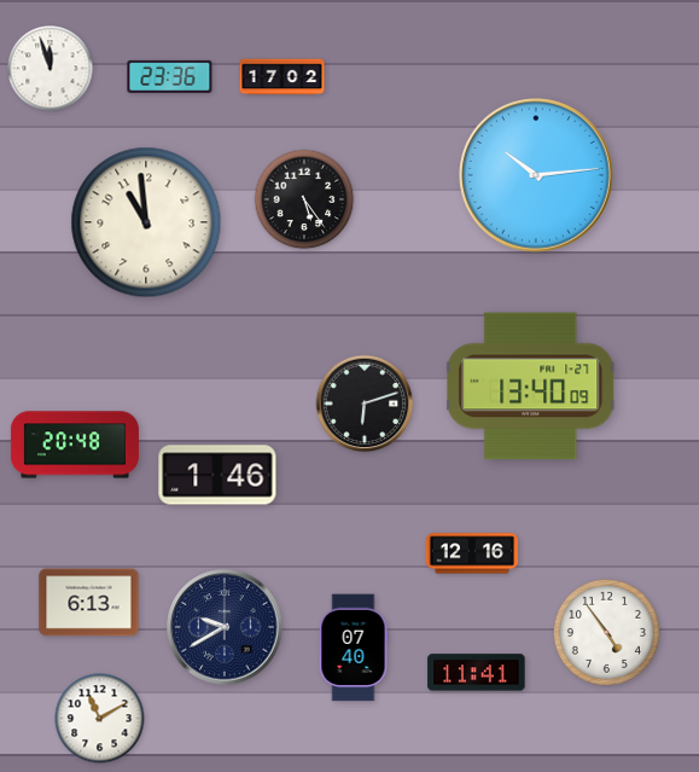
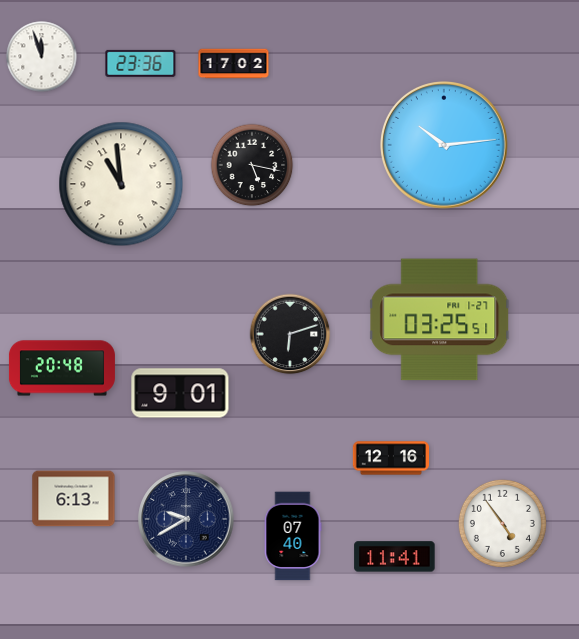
clock at (304, 199): 5:24 -> 5:17
clock at (531, 387): 13:40 -> 03:25
clock at (365, 404) position: (365, 404) -> (290, 334)
clock at (217, 475): 1:46 -> 9:01
clock at (100, 719): 11:10 -> none
